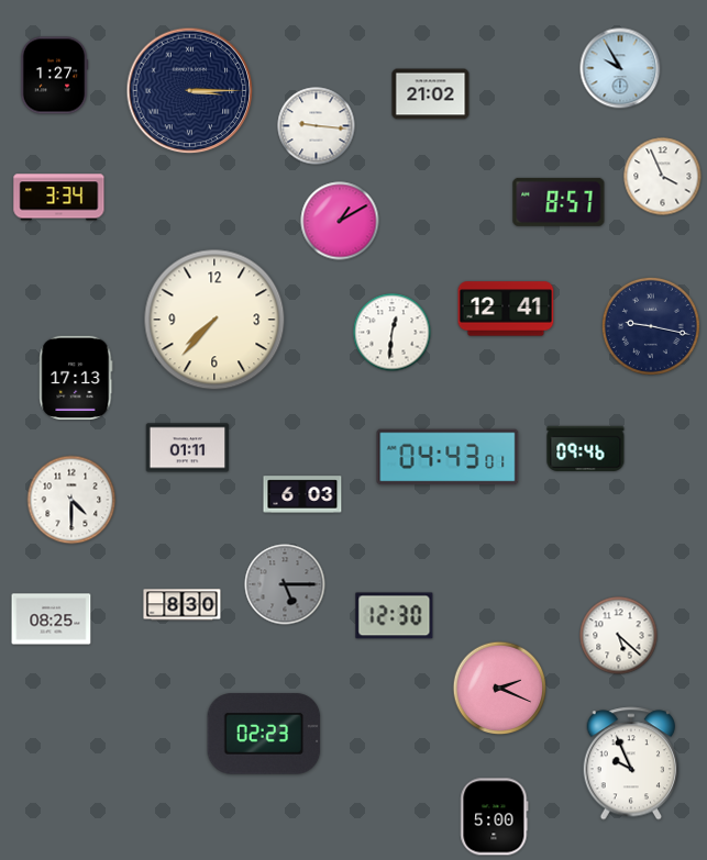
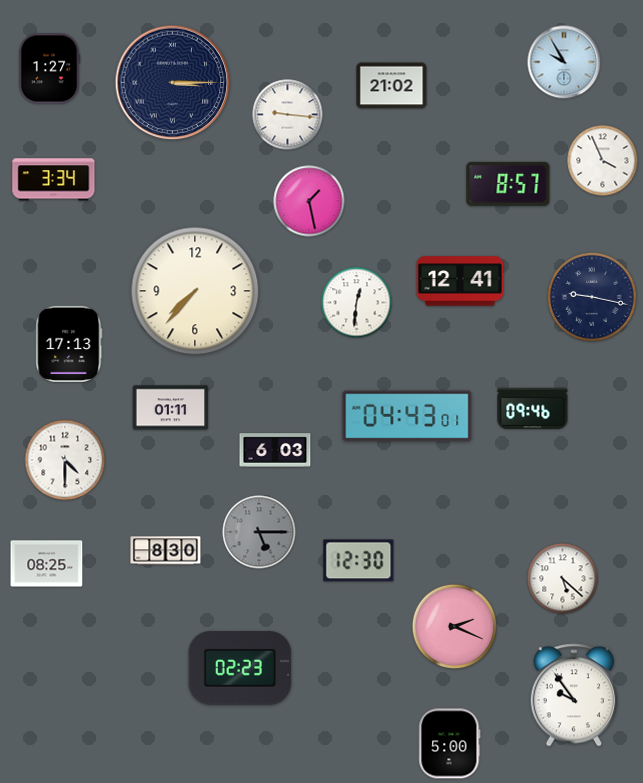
clock at (340, 221): 1:10 -> 1:28
clock at (71, 500) position: (71, 500) -> (65, 460)
clock at (631, 763): 9:56 -> 9:54
